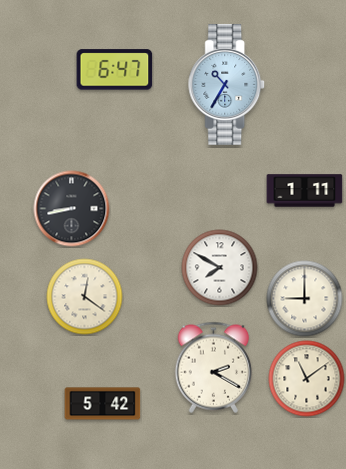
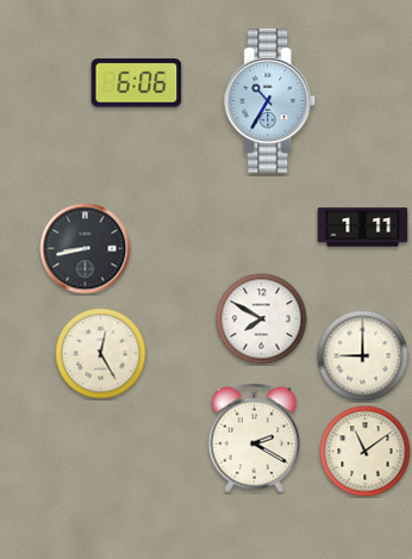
clock at (115, 70): 6:47 -> 6:06
clock at (85, 297): 12:21 -> 12:25
clock at (103, 404): 5:42 -> none
